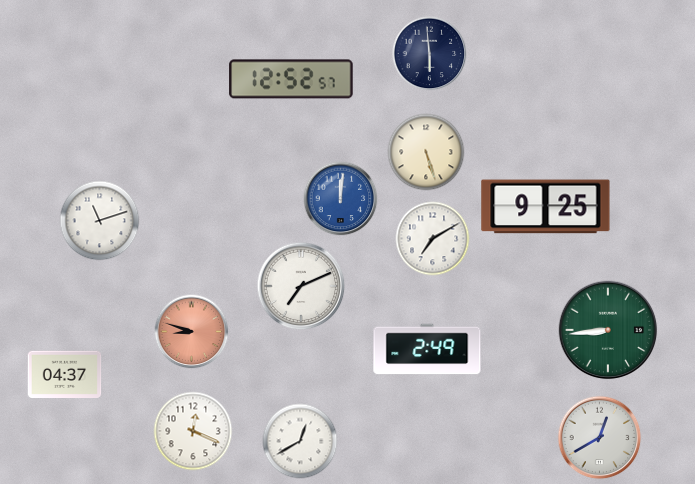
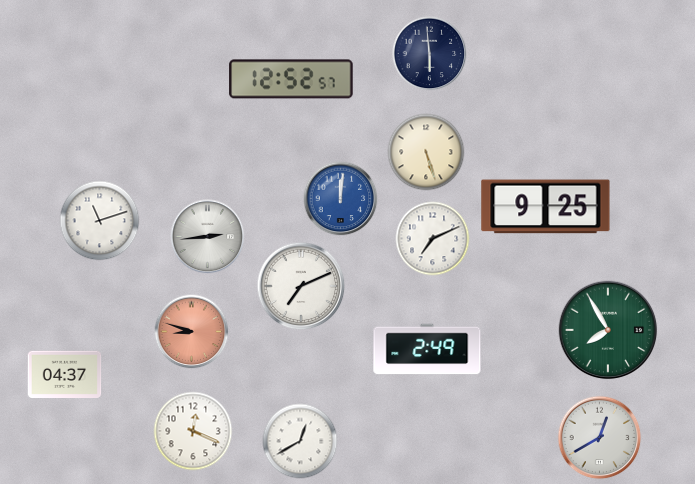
clock at (208, 237): none -> 2:44
clock at (433, 239): 7:10 -> 7:11
clock at (608, 330): 8:44 -> 7:55
